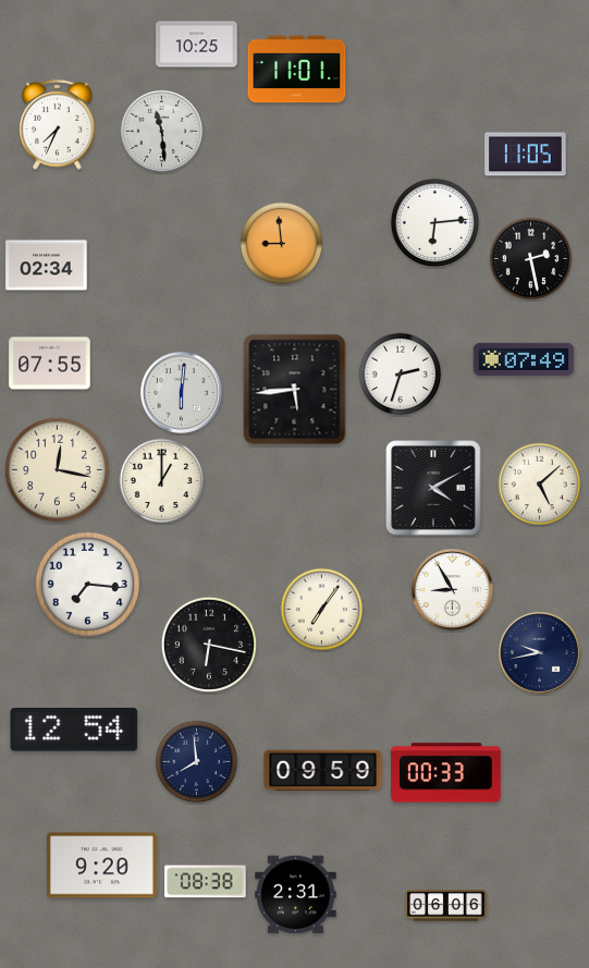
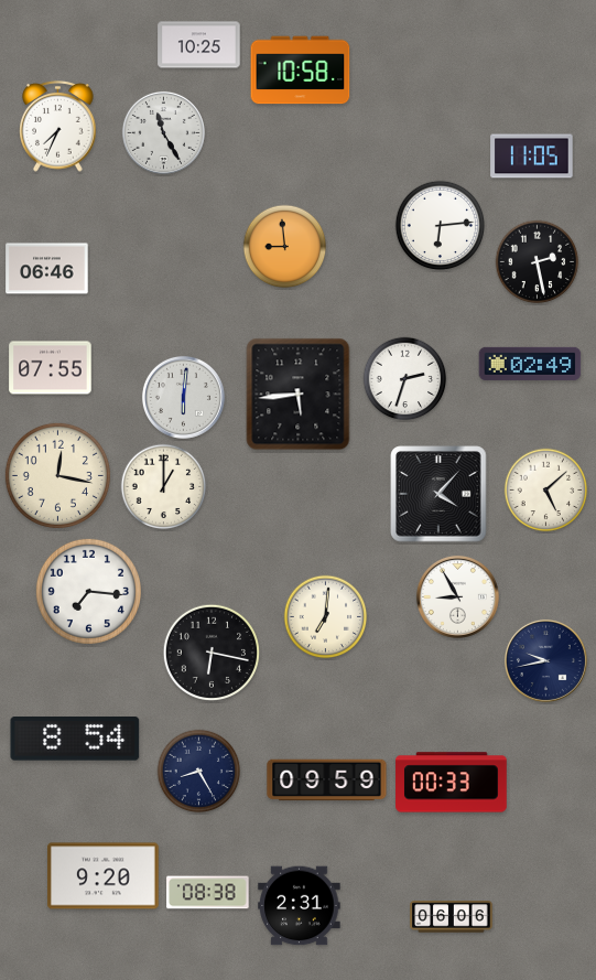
clock at (297, 70): 11:01 -> 10:58
clock at (161, 131): 11:29 -> 11:25
clock at (47, 266): 02:34 -> 06:46
clock at (524, 359): 07:49 -> 02:49
clock at (433, 488): 4:10 -> 4:07
clock at (322, 610): 7:06 -> 7:01
clock at (74, 731): 12:54 -> 8:54
clock at (197, 762): 7:59 -> 8:25
